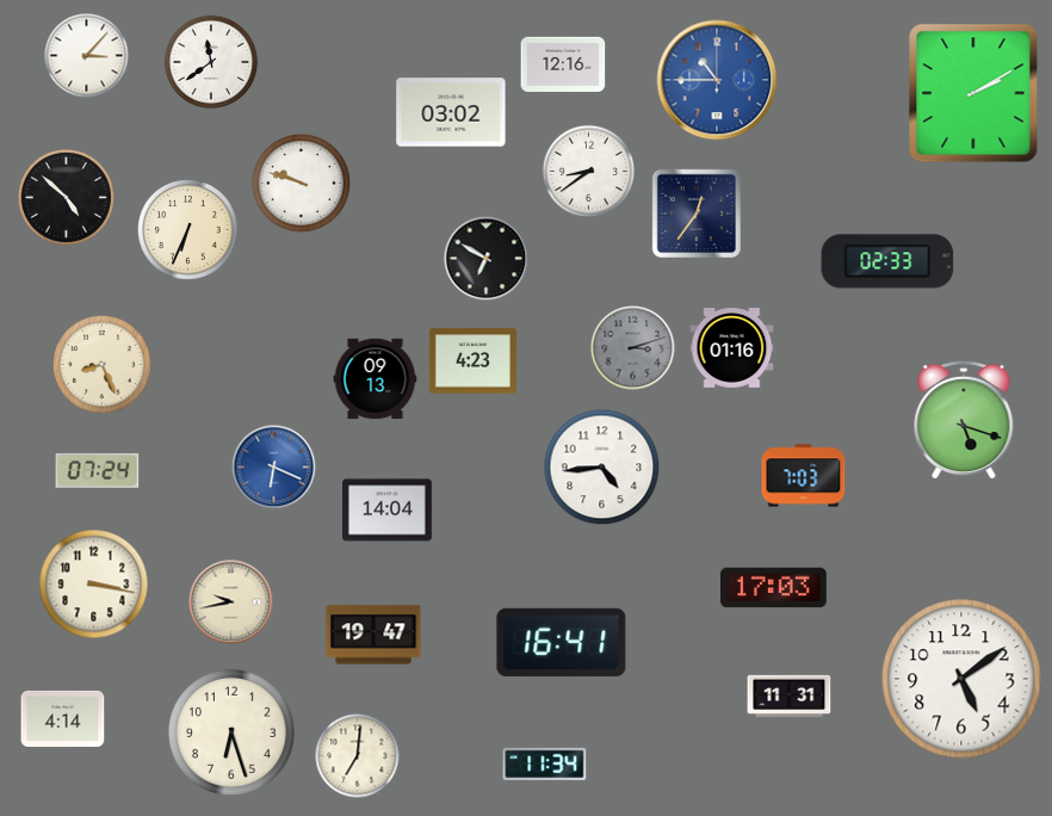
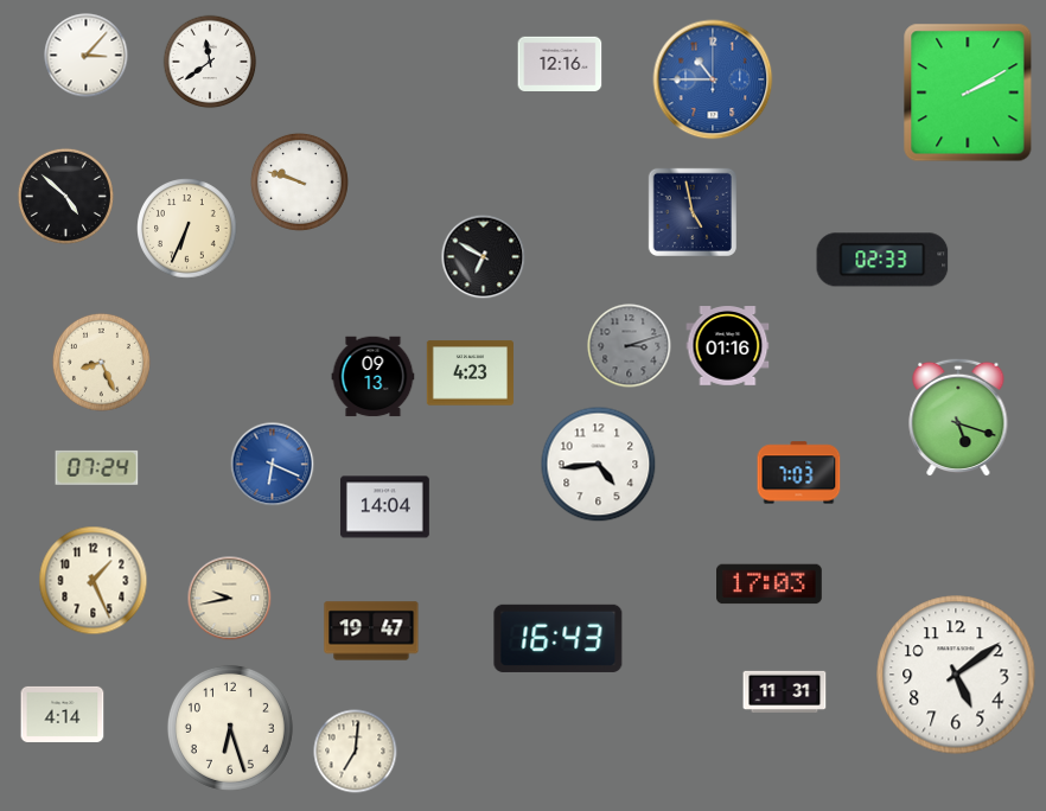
clock at (451, 112): 03:02 -> none
clock at (589, 172): 8:39 -> none
clock at (697, 212): 12:36 -> 4:58
clock at (472, 361) position: (472, 361) -> (470, 373)
clock at (94, 585): 3:17 -> 1:26
clock at (562, 642): 16:41 -> 16:43
clock at (545, 764): 11:34 -> none
